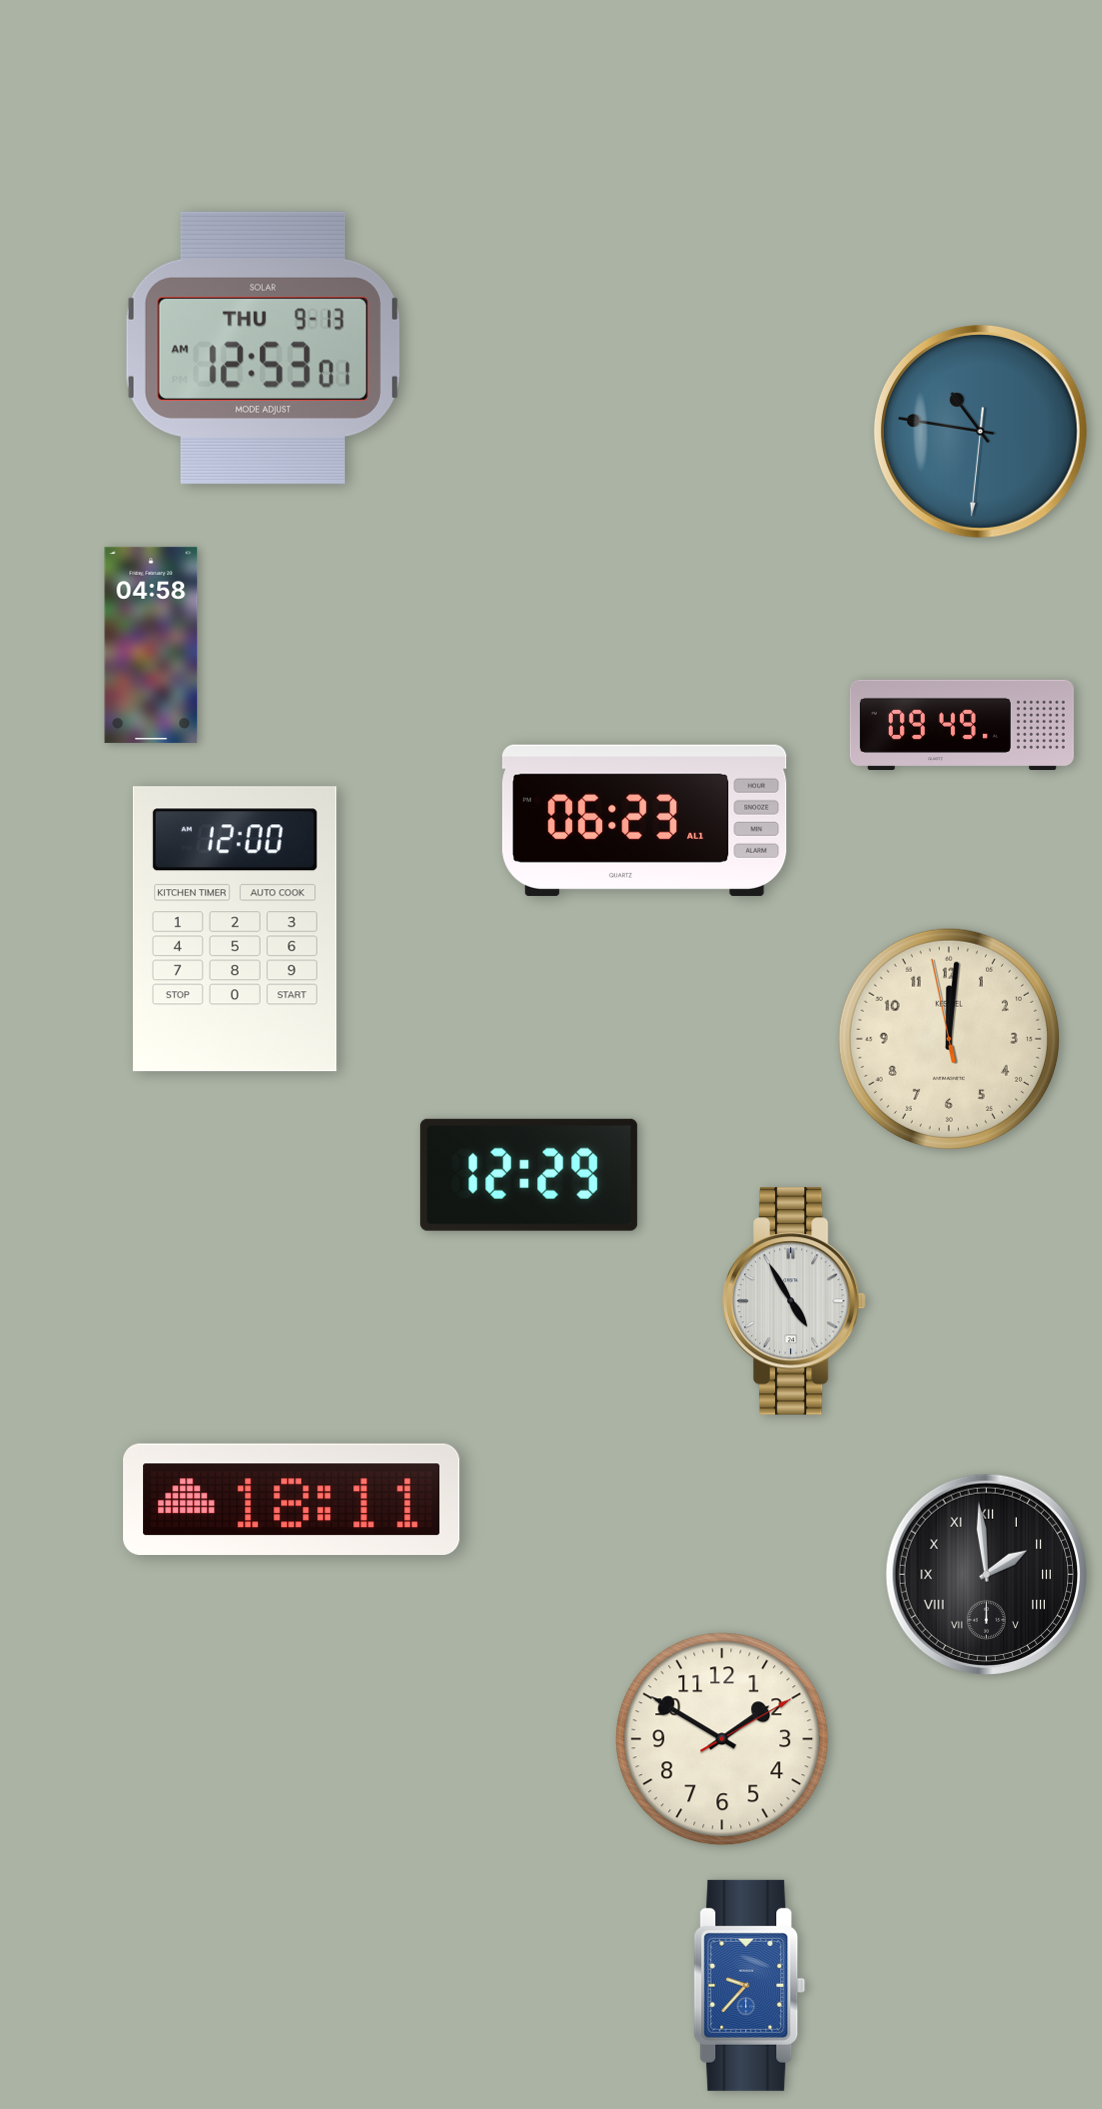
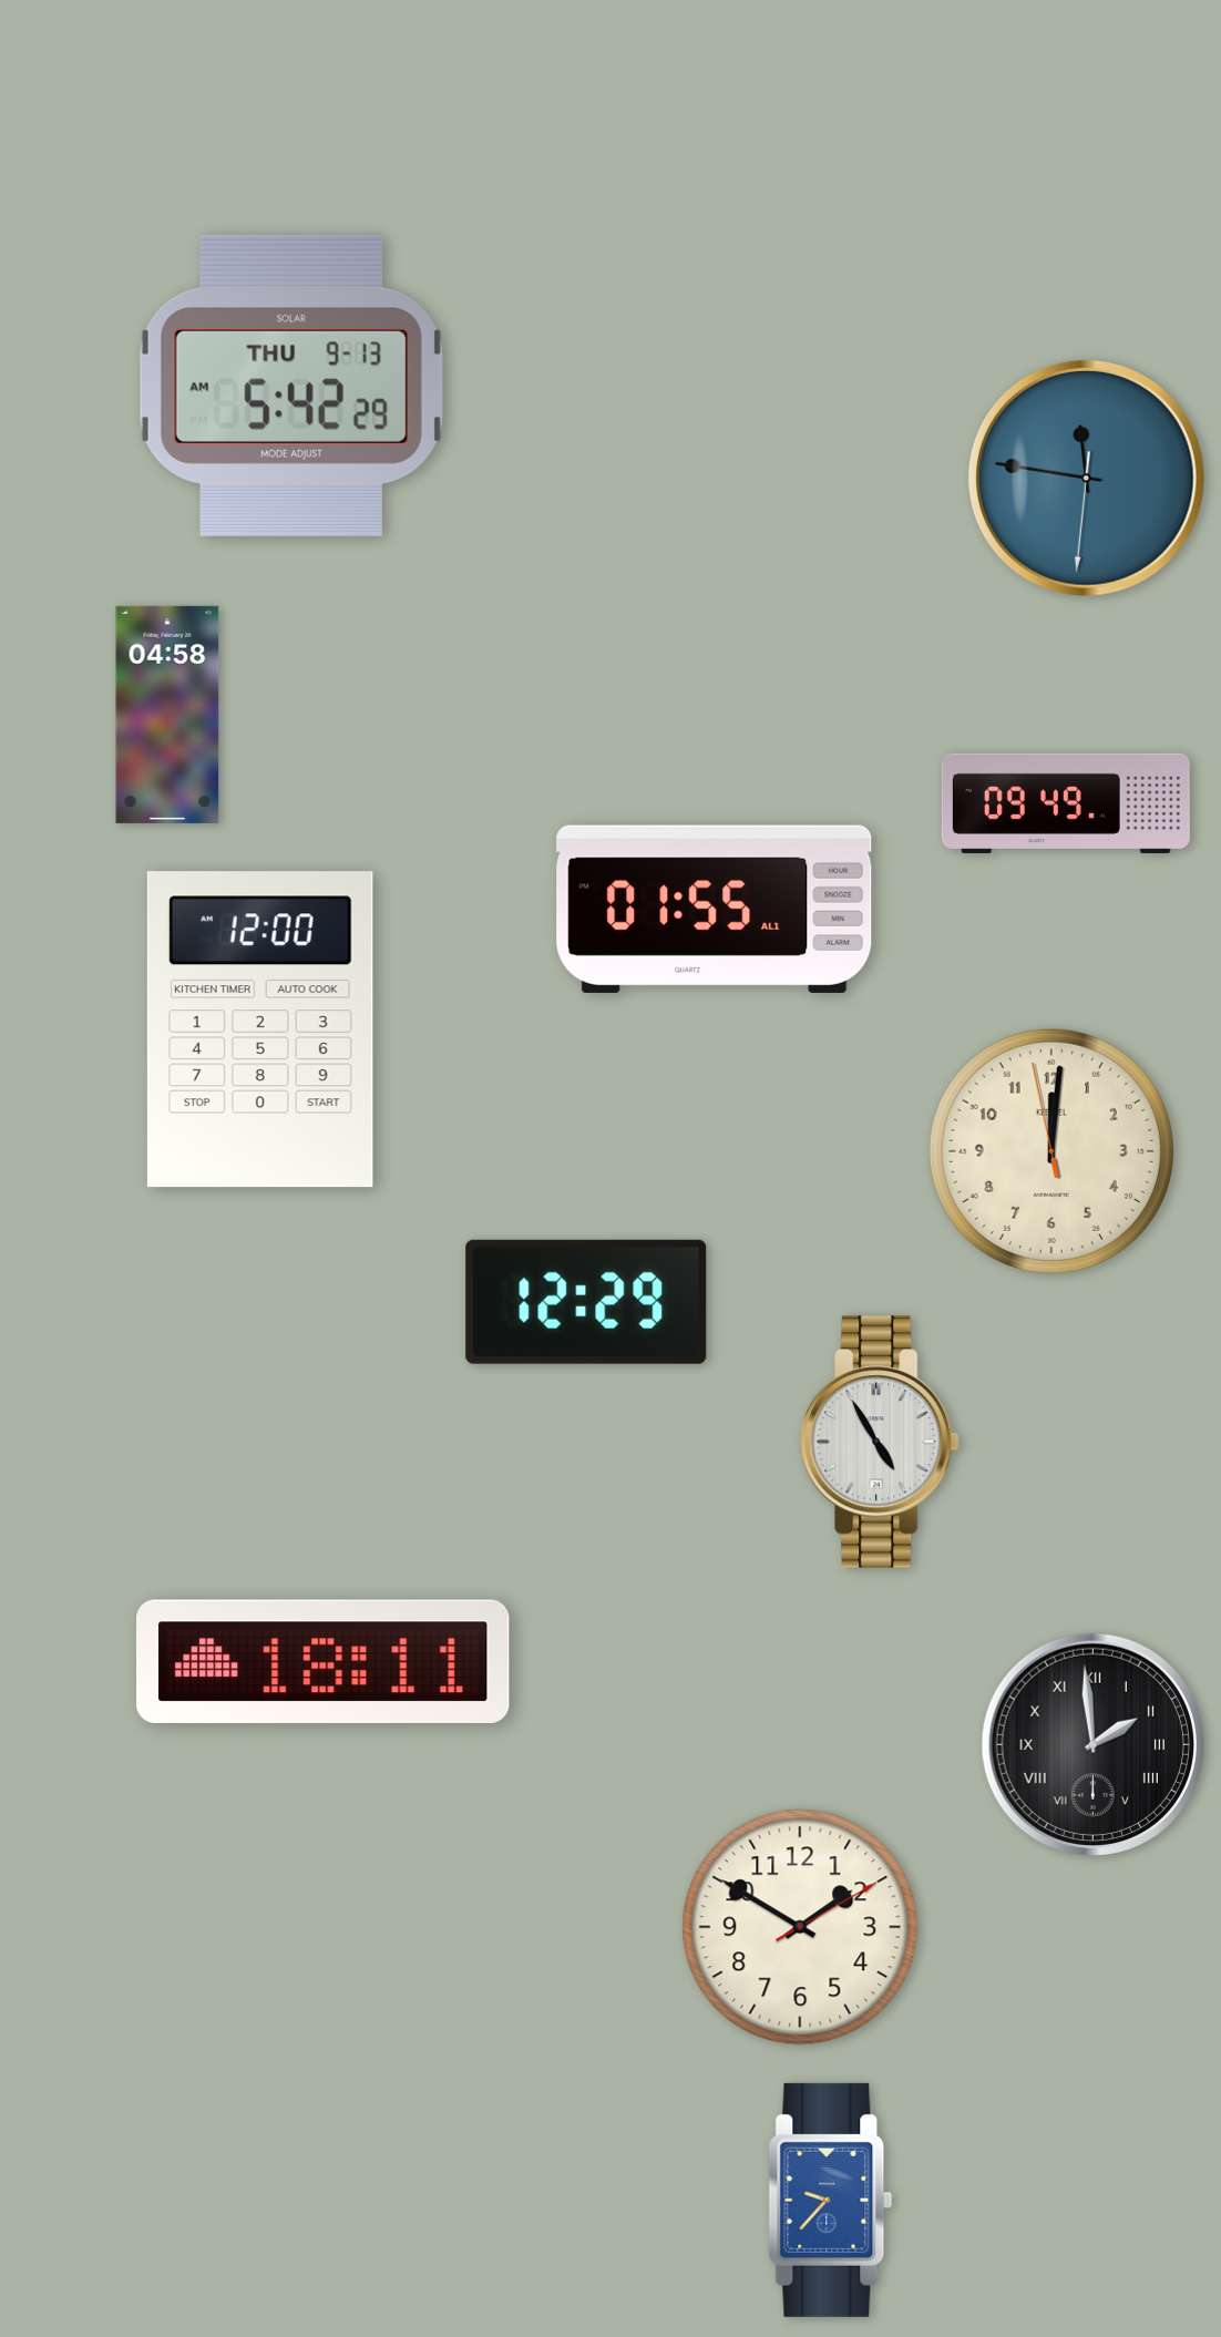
clock at (263, 348): 12:53 -> 5:42
clock at (980, 431): 10:46 -> 11:46
clock at (645, 820): 06:23 -> 01:55
